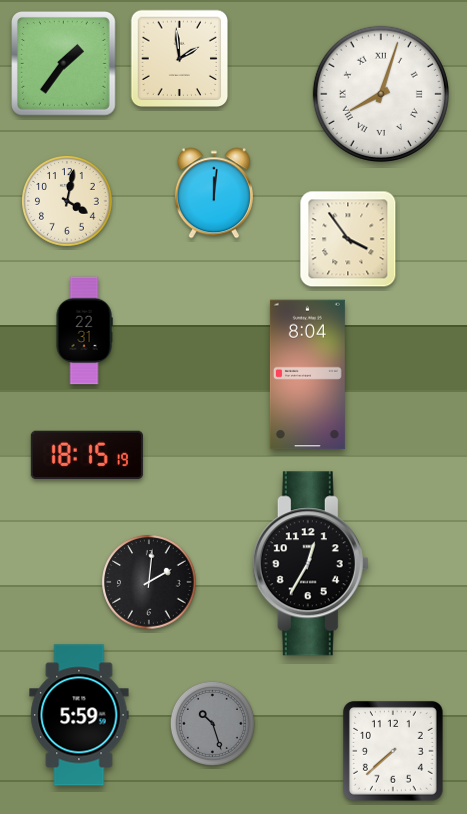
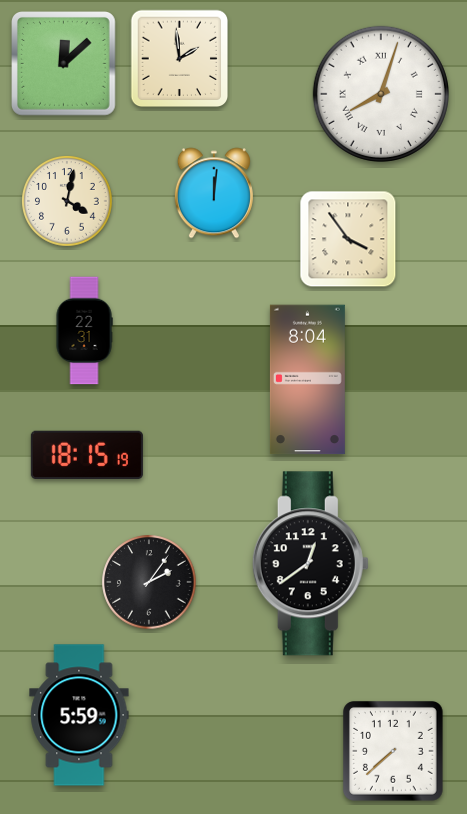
clock at (64, 64): 1:36 -> 12:08
clock at (307, 375) position: (307, 375) -> (307, 380)
clock at (310, 564): 12:35 -> 12:39
clock at (149, 582): 2:01 -> 2:06
clock at (212, 723): 10:27 -> none
